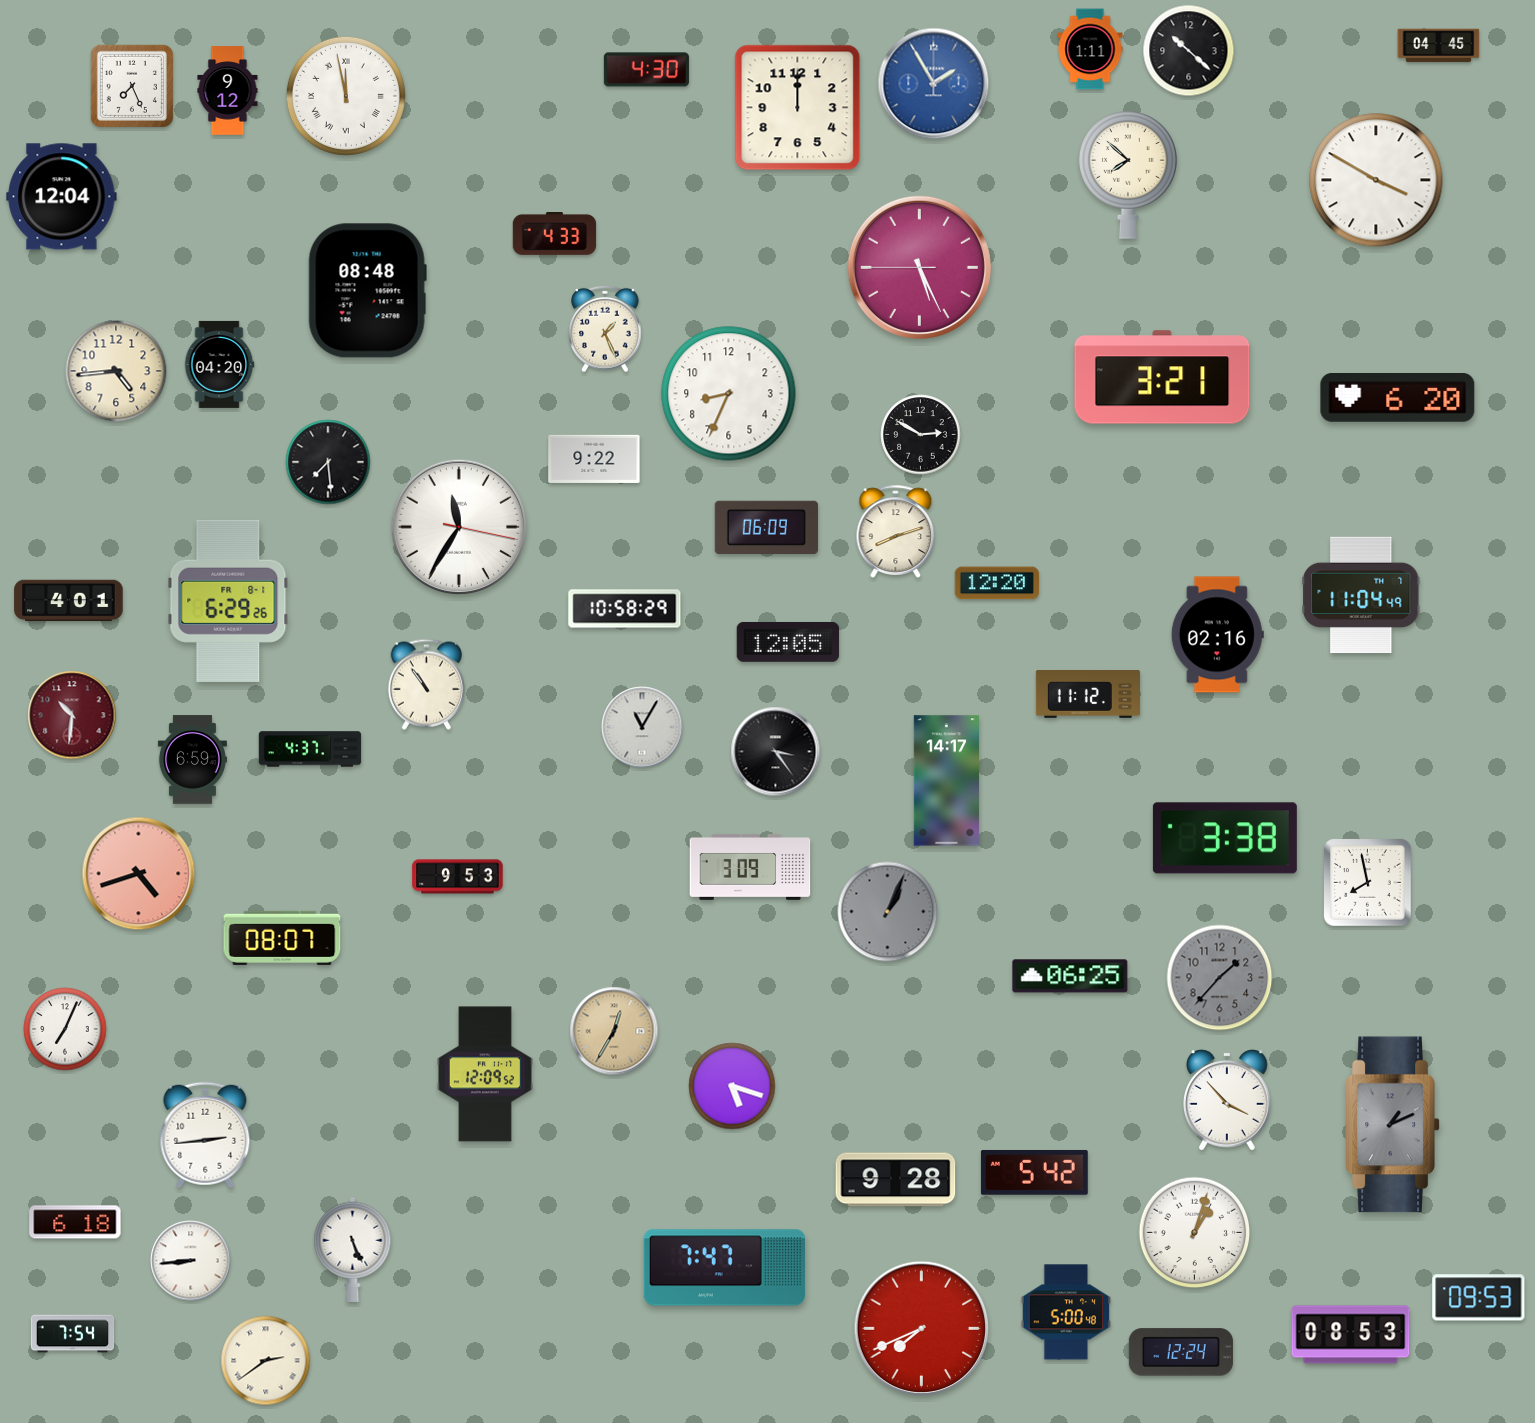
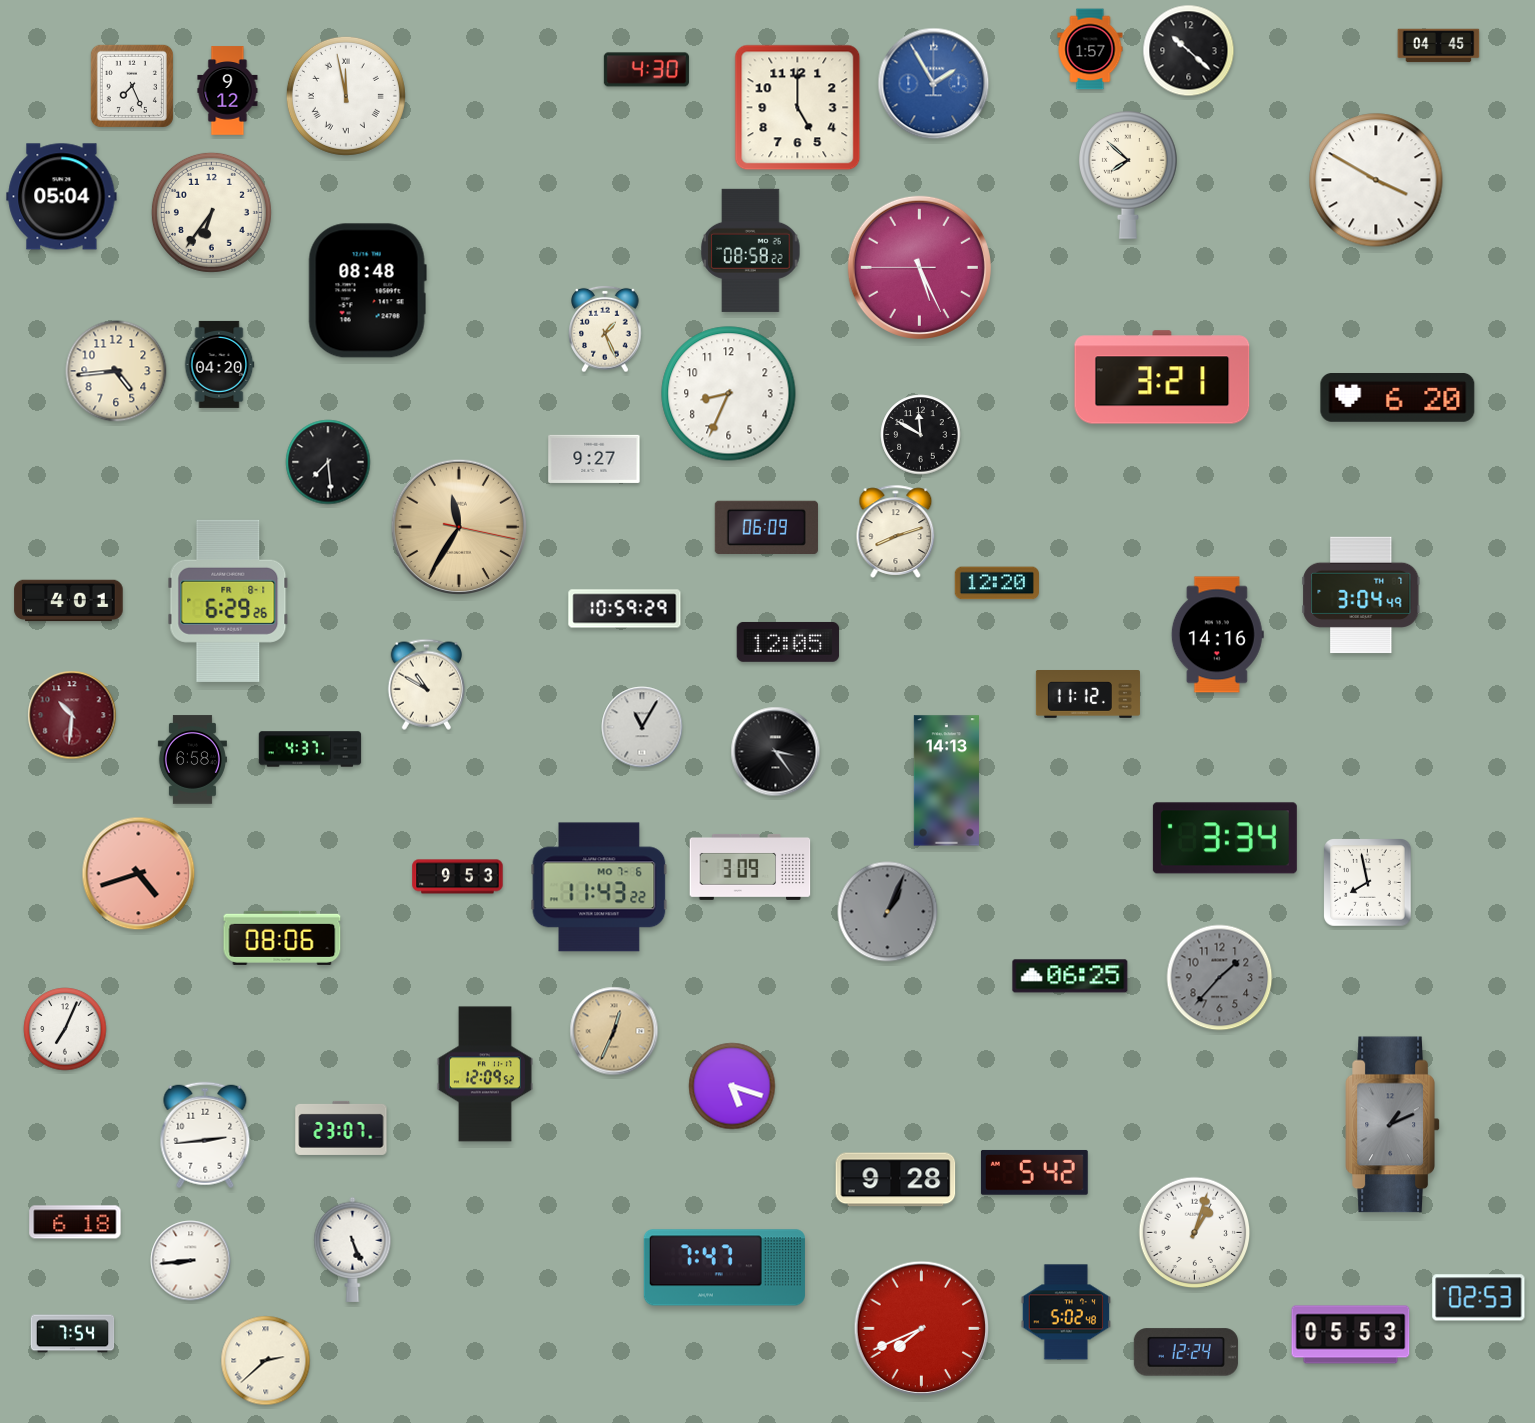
clock at (1090, 49): 1:11 -> 1:57
clock at (798, 108): 12:00 -> 5:00
clock at (62, 197): 12:04 -> 05:04
clock at (211, 212): none -> 6:36
clock at (555, 234): 4:33 -> none
clock at (751, 250): none -> 08:58
clock at (921, 435): 2:50 -> 11:50
clock at (594, 459): 9:22 -> 9:27
clock at (458, 526) dial: white -> champagne
clock at (1361, 595): 11:04 -> 3:04
clock at (625, 609): 10:58 -> 10:59
clock at (1217, 635): 02:16 -> 14:16
clock at (426, 684): 10:54 -> 10:50
clock at (192, 760): 6:59 -> 6:58
clock at (946, 781): 14:17 -> 14:13
clock at (1225, 838): 3:38 -> 3:34
clock at (599, 887): none -> 11:43
clock at (282, 938): 08:07 -> 08:06
clock at (614, 1031): 12:35 -> 12:34
clock at (1228, 1100): 3:53 -> none
clock at (341, 1128): none -> 23:07
clock at (1479, 1298): 09:53 -> 02:53
clock at (1065, 1312): 5:00 -> 5:02
clock at (1351, 1335): 08:53 -> 05:53
clock at (1181, 1352) position: (1181, 1352) -> (1186, 1352)
clock at (266, 1361): 2:39 -> 2:38
